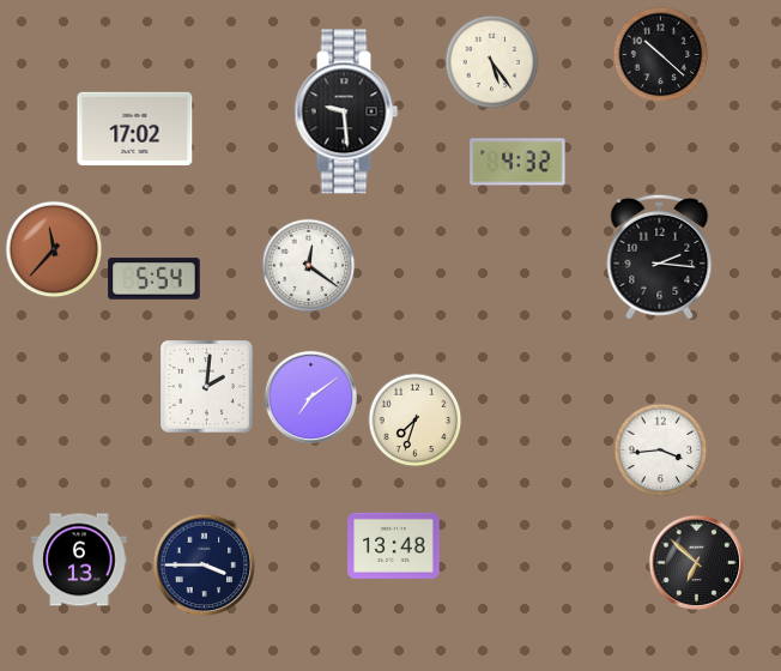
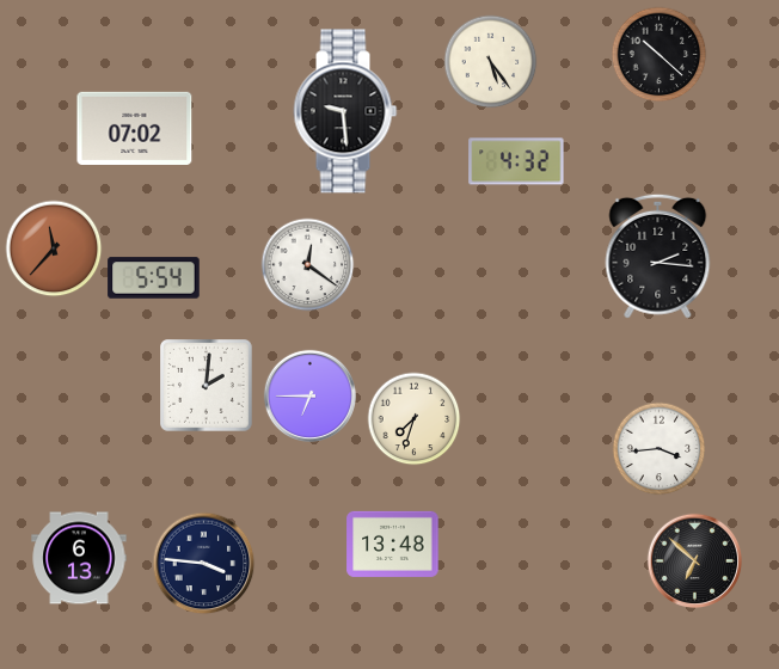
clock at (135, 128): 17:02 -> 07:02
clock at (310, 397): 7:09 -> 6:45
clock at (204, 564): 3:45 -> 3:46
